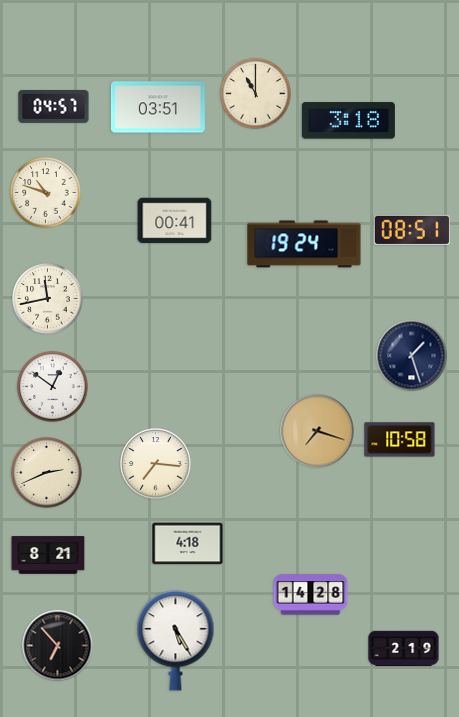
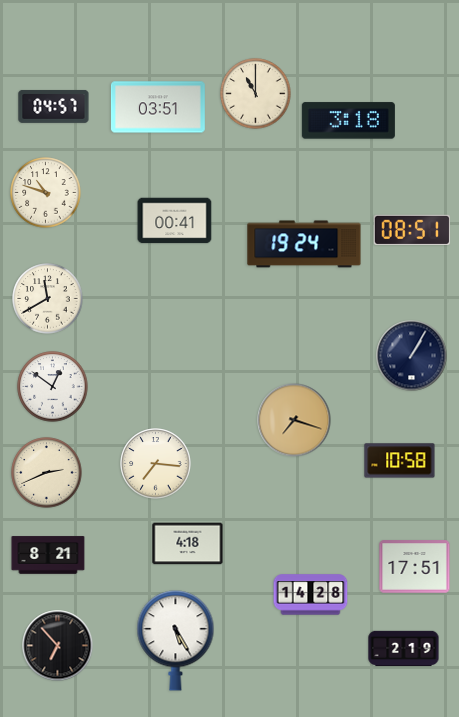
clock at (48, 299): 11:43 -> 11:40
clock at (412, 356): 1:27 -> 1:05
clock at (317, 431) position: (317, 431) -> (294, 420)
clock at (400, 440) position: (400, 440) -> (400, 461)
clock at (415, 567): none -> 17:51
